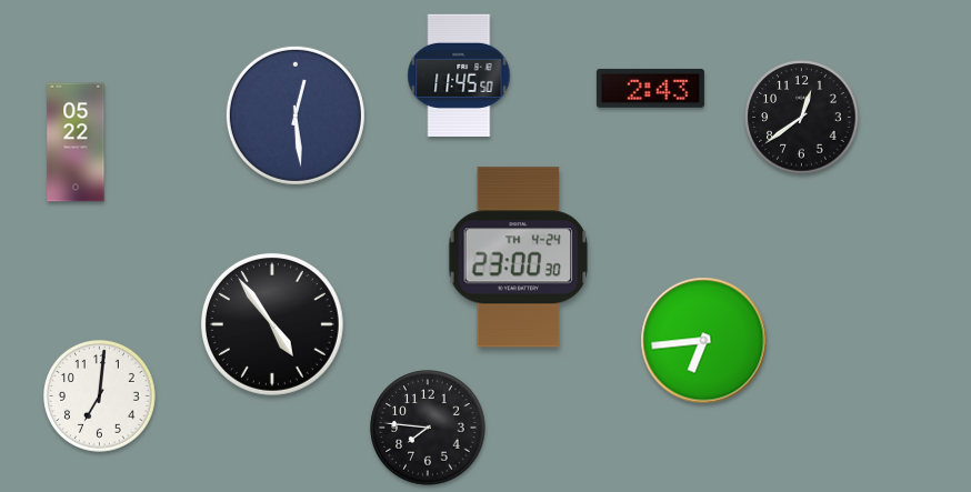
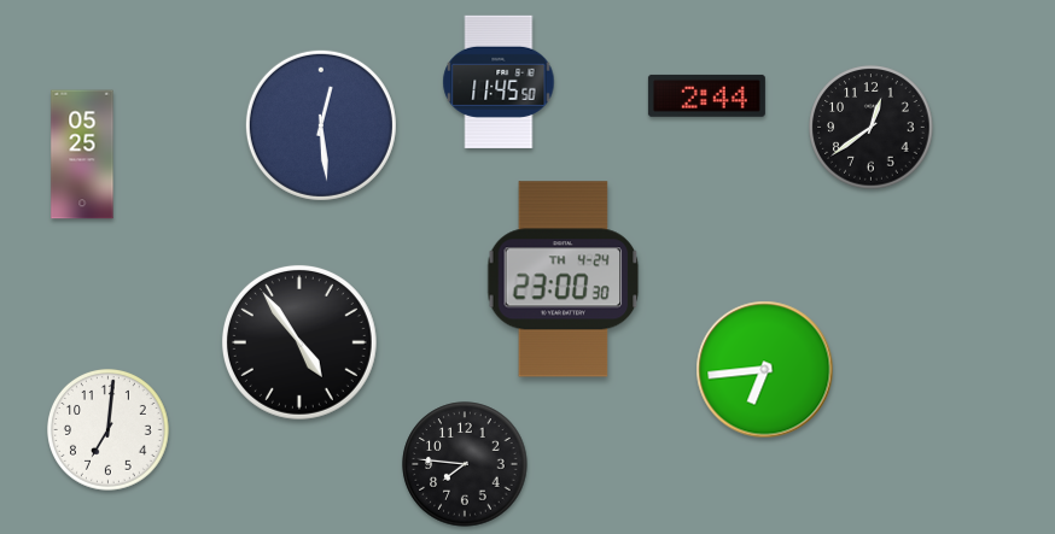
clock at (650, 88): 2:43 -> 2:44
clock at (76, 142): 05:22 -> 05:25
clock at (272, 324) position: (272, 324) -> (299, 342)
